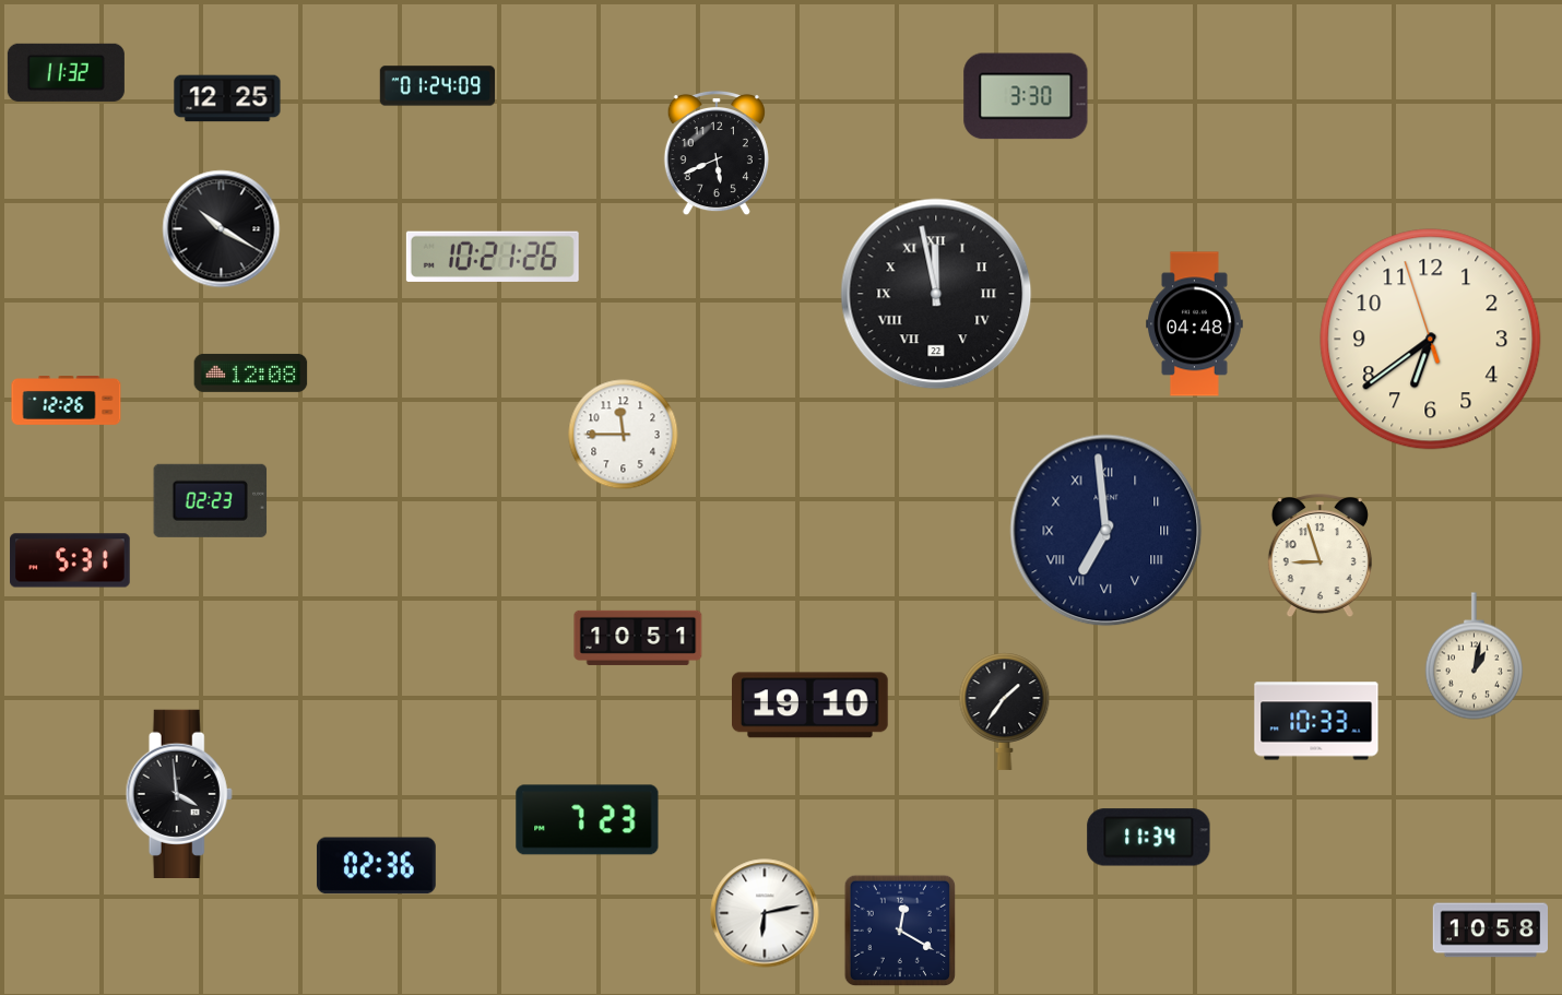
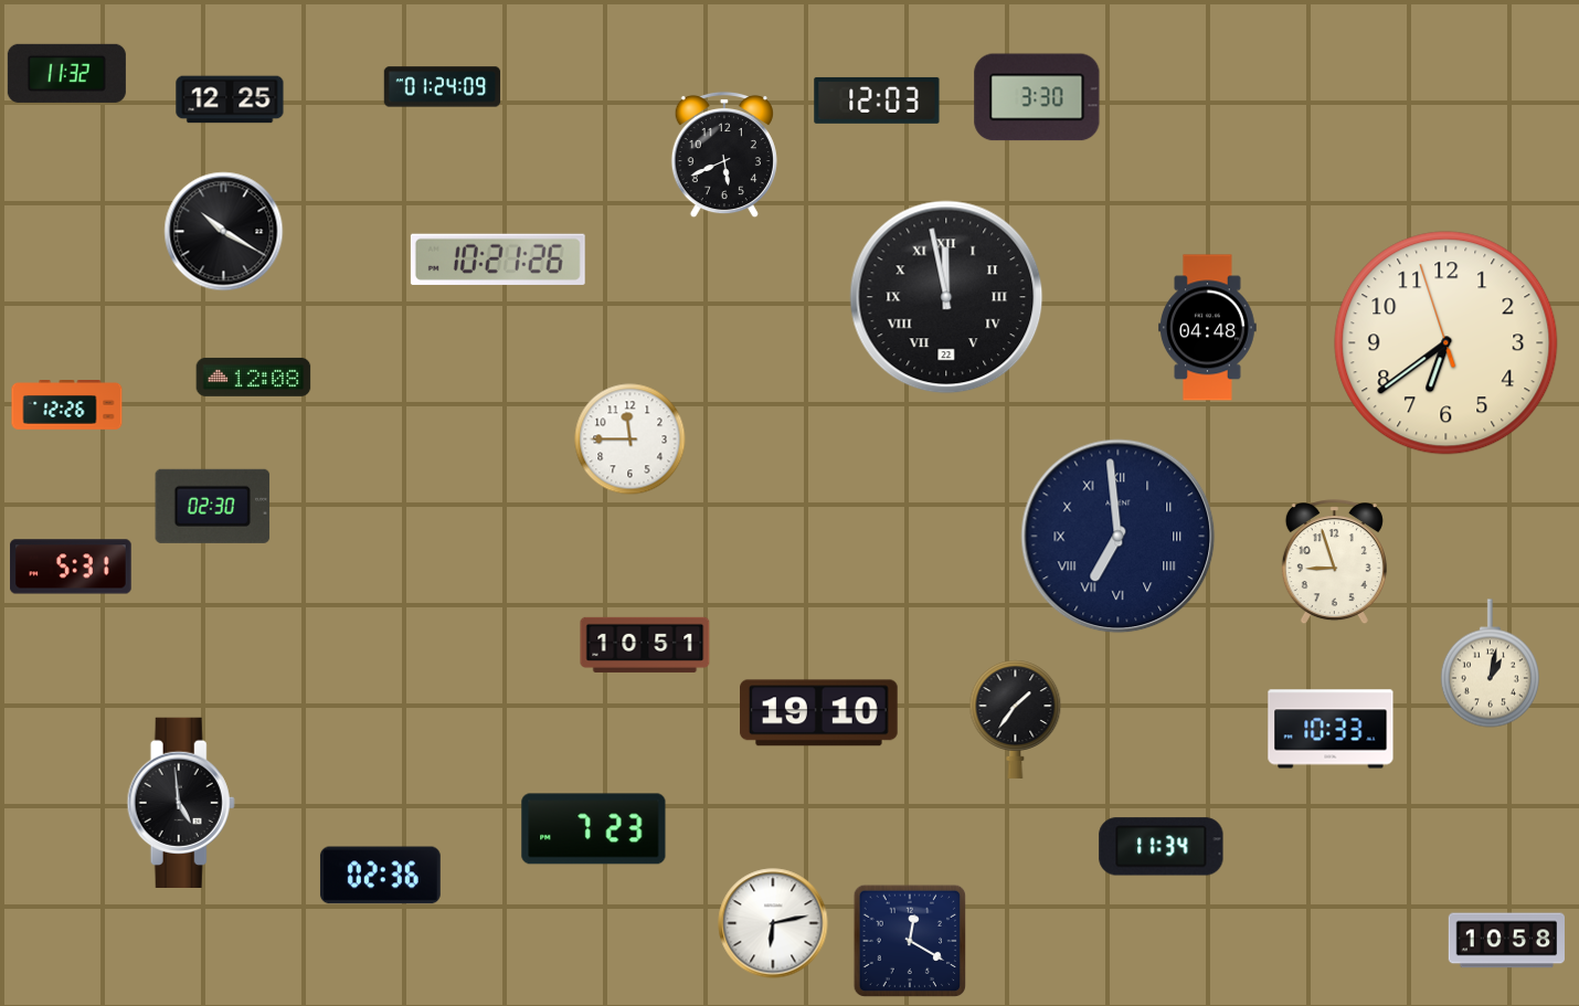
clock at (877, 100): none -> 12:03
clock at (211, 500): 02:23 -> 02:30
clock at (179, 793): 3:59 -> 4:59
